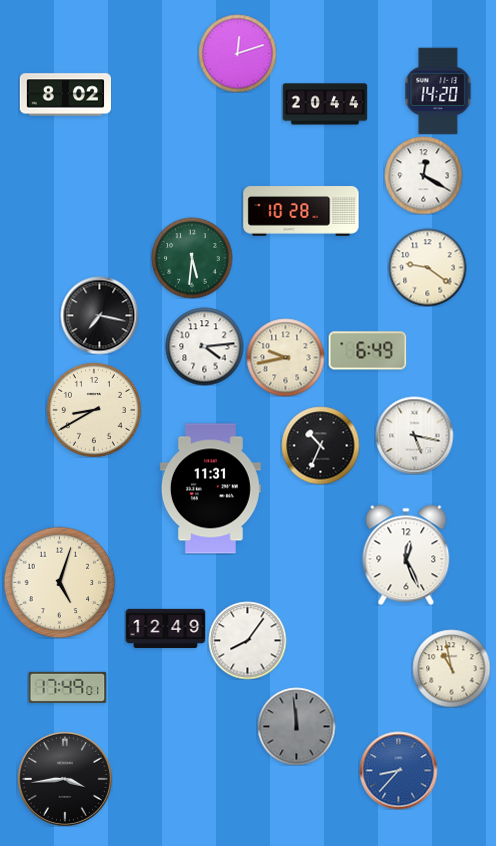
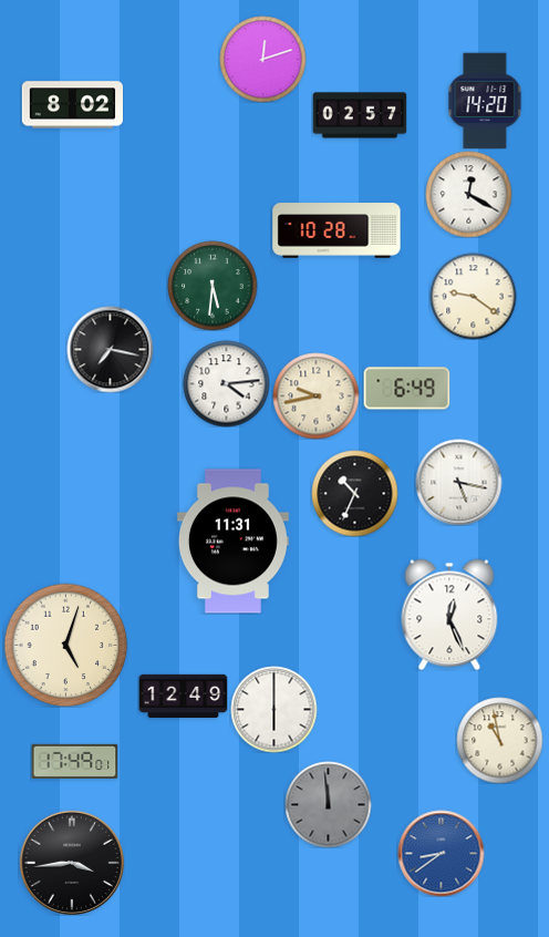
clock at (325, 104): 20:44 -> 02:57
clock at (301, 211) position: (301, 211) -> (336, 230)
clock at (94, 410): 8:40 -> none
clock at (247, 640): 8:06 -> 6:00
clock at (398, 770): 8:37 -> 8:39
